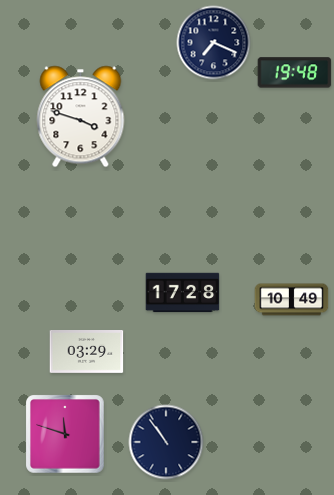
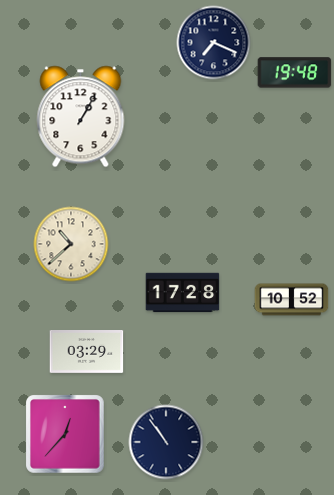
clock at (81, 117): 3:48 -> 1:05
clock at (71, 244): none -> 10:38
clock at (292, 300): 10:49 -> 10:52
clock at (65, 434): 11:48 -> 12:37
